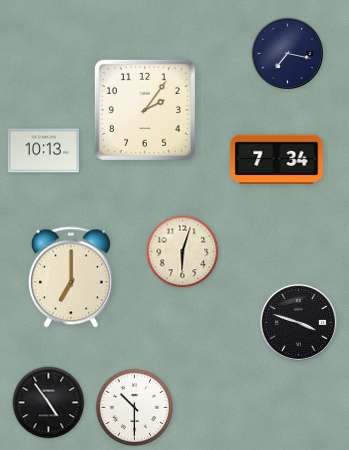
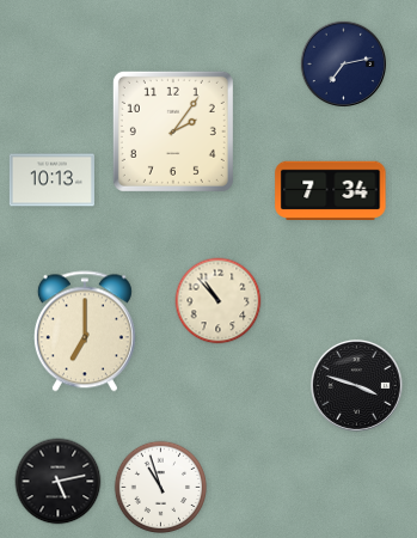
clock at (287, 53): 7:17 -> 7:13
clock at (183, 252): 6:03 -> 10:53
clock at (49, 403): 4:54 -> 5:13
clock at (135, 408): 10:30 -> 10:57
